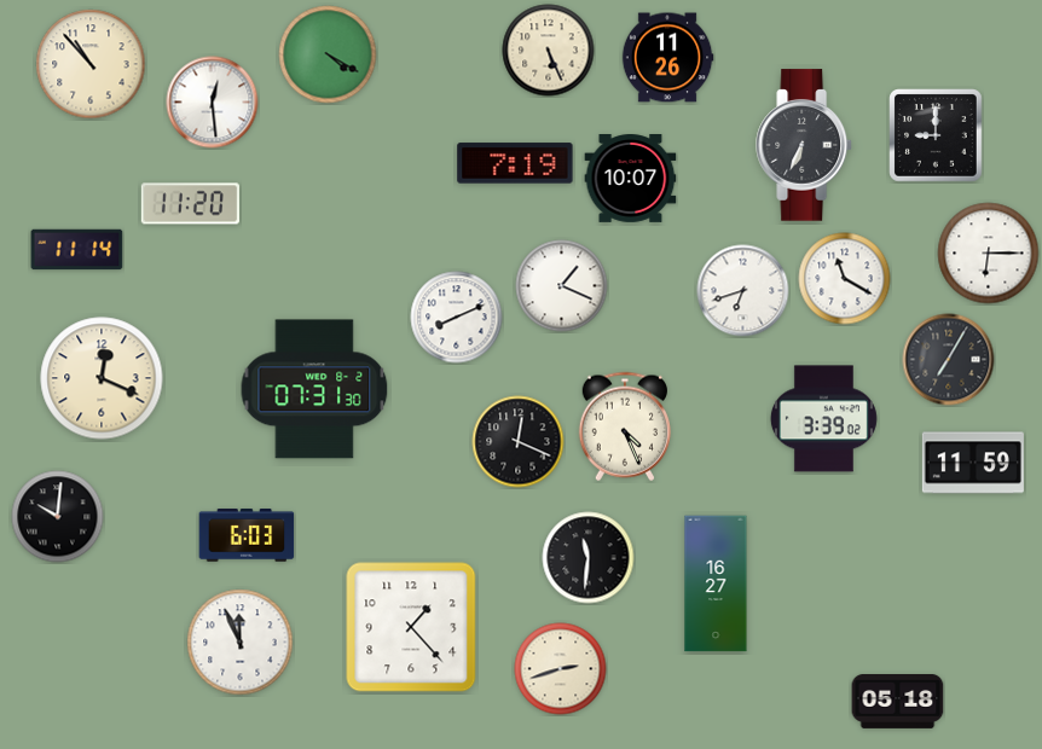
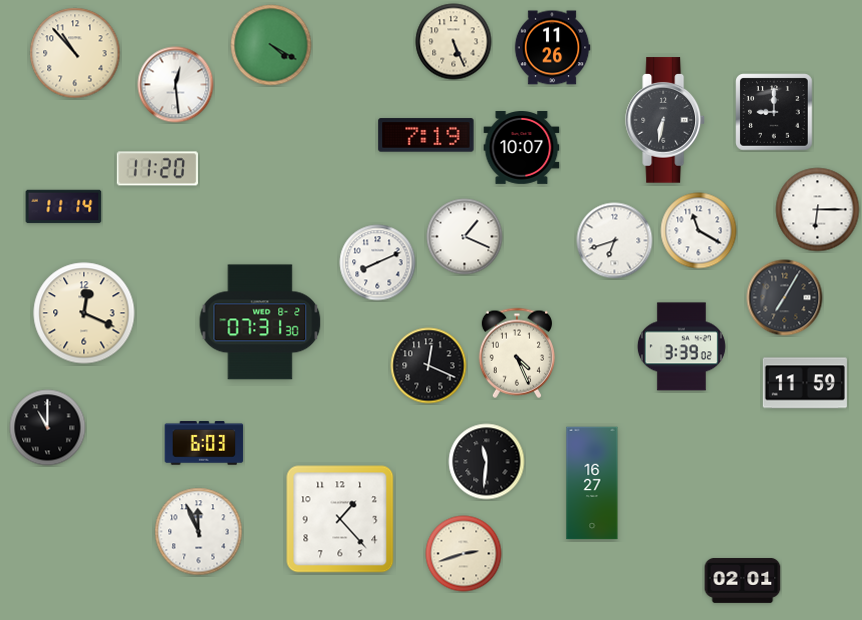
clock at (805, 145): 6:34 -> 6:32
clock at (58, 517): 10:01 -> 11:00
clock at (898, 702): 05:18 -> 02:01
